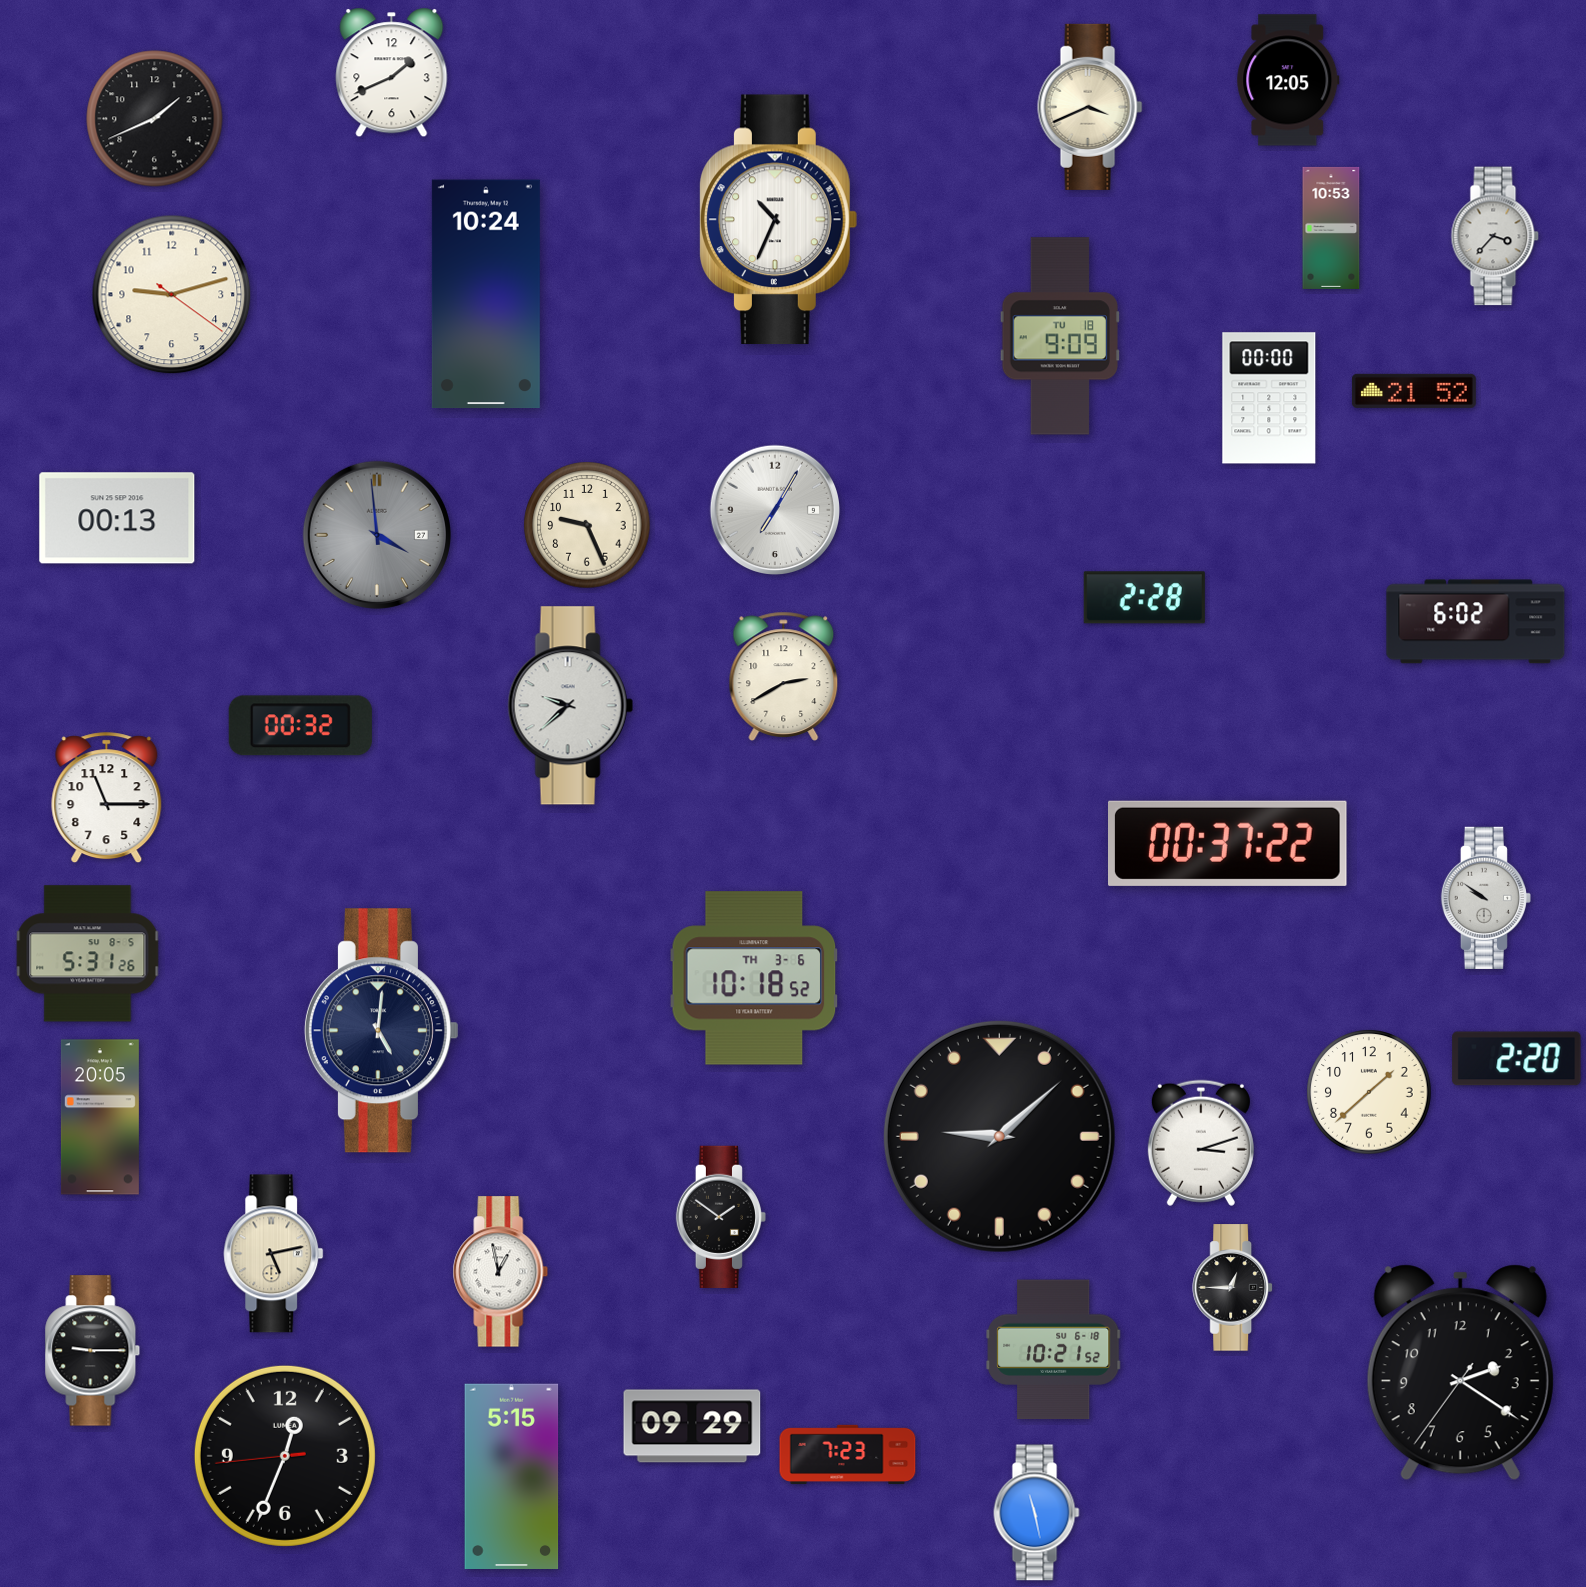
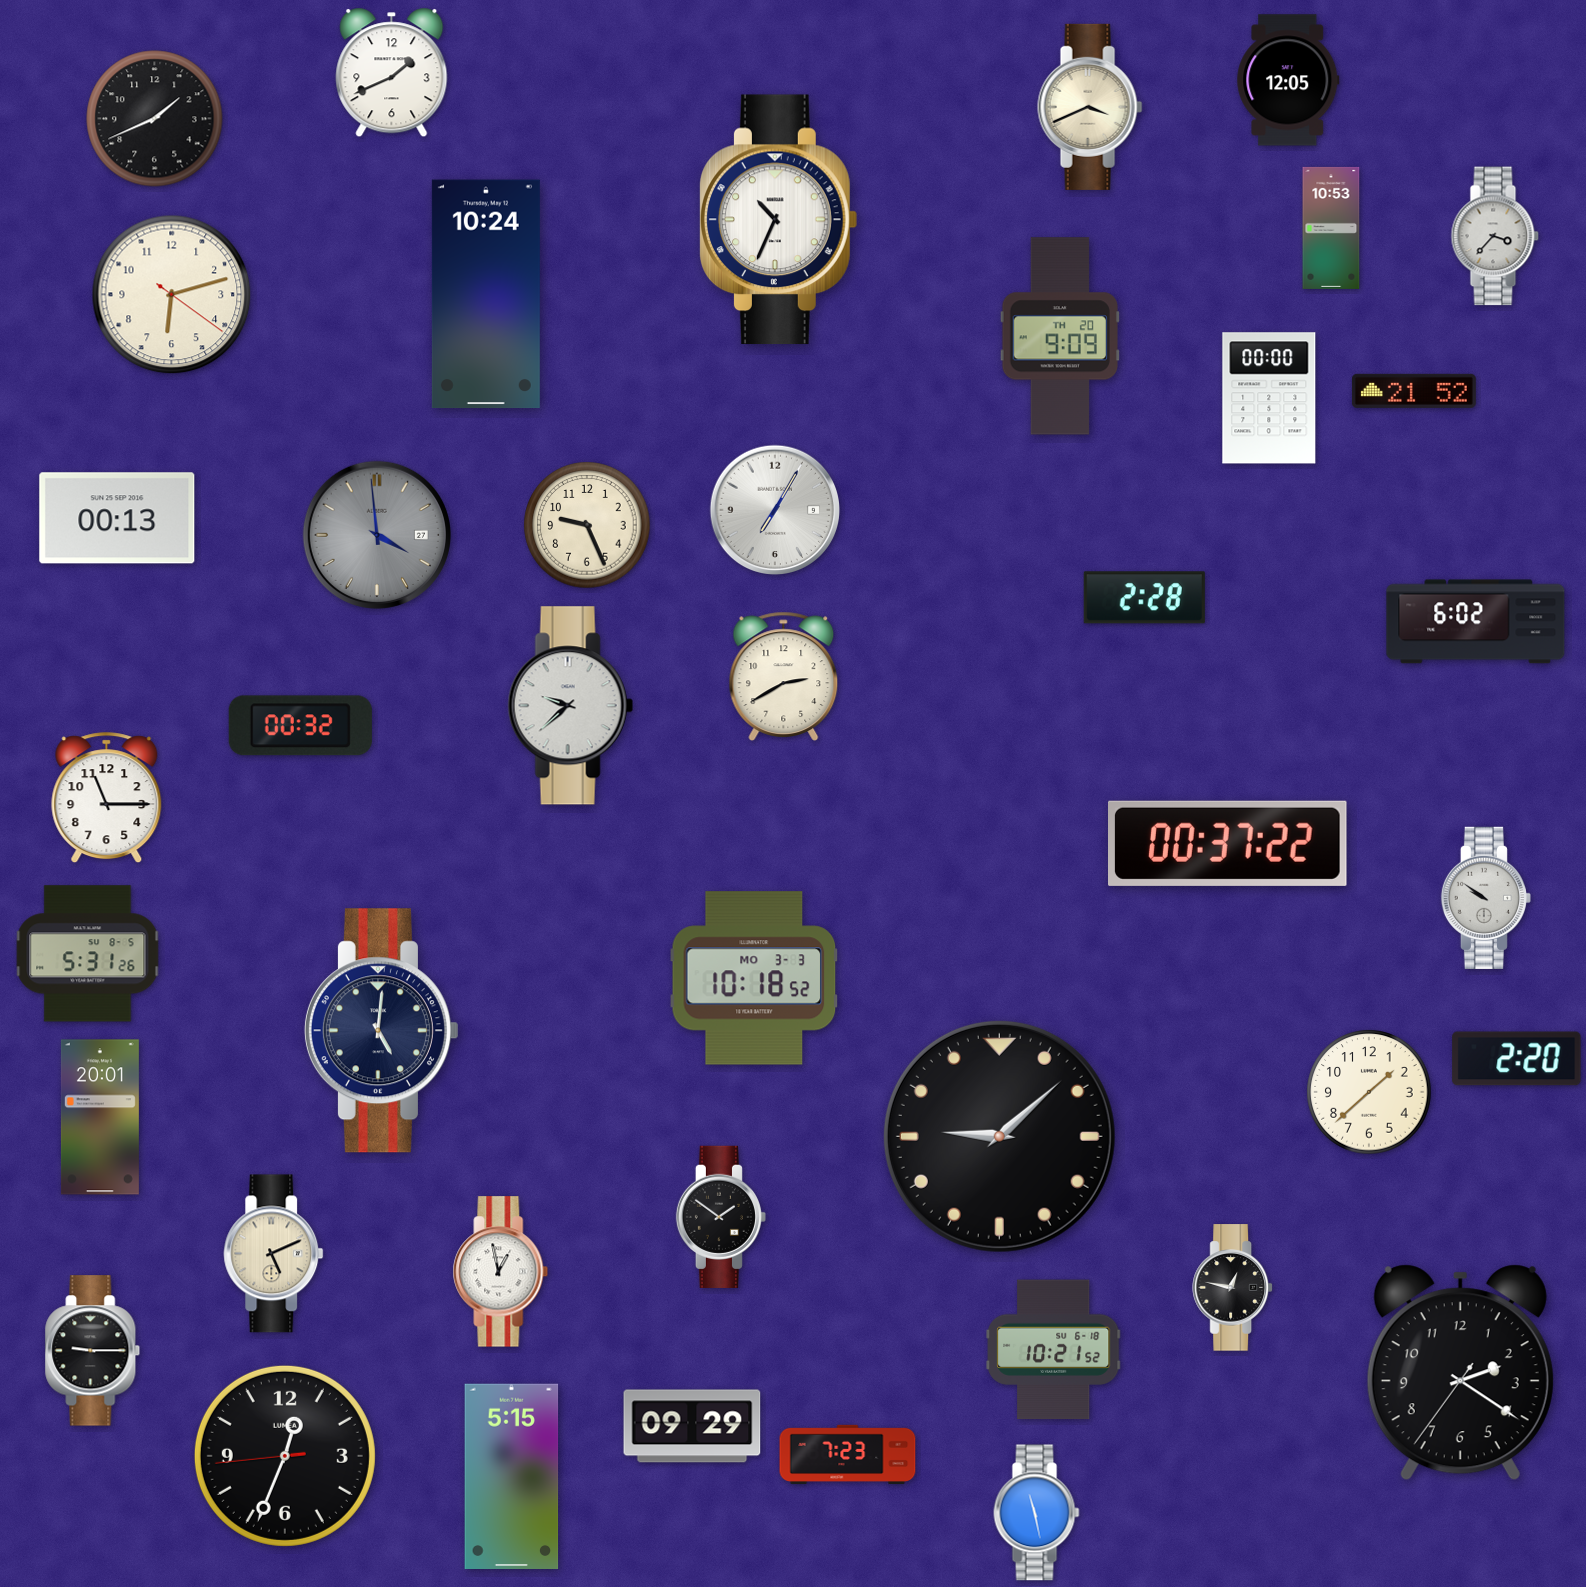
clock at (172, 295): 9:12 -> 6:12
clock at (1060, 336) date: TU 18 -> TH 20
clock at (754, 978) date: TH 3-6 -> MO 3-3
clock at (100, 1117): 20:05 -> 20:01
clock at (1201, 1143): 3:12 -> none
clock at (274, 1254): 5:13 -> 5:11
clock at (1232, 1288): 12:45 -> 12:47
